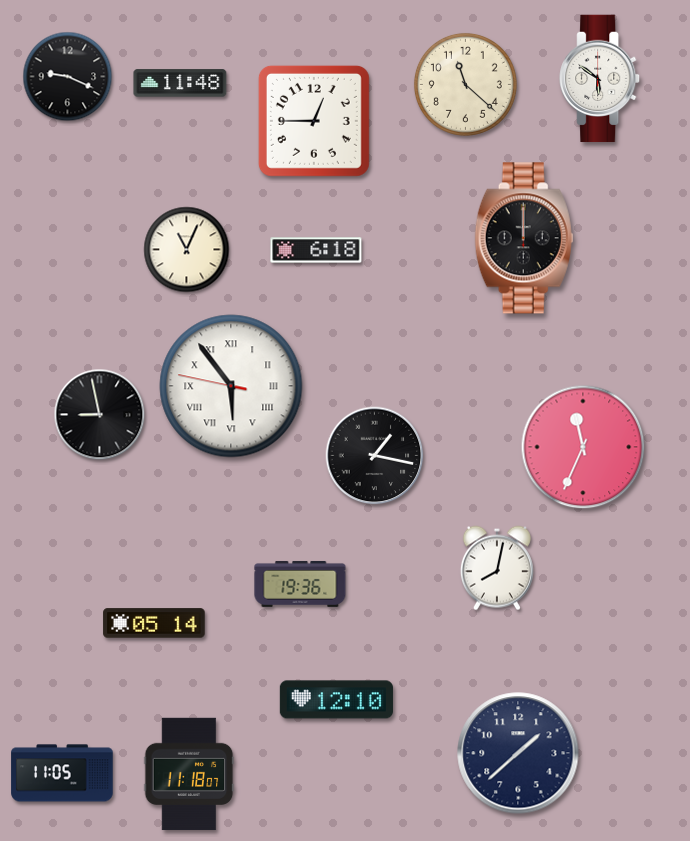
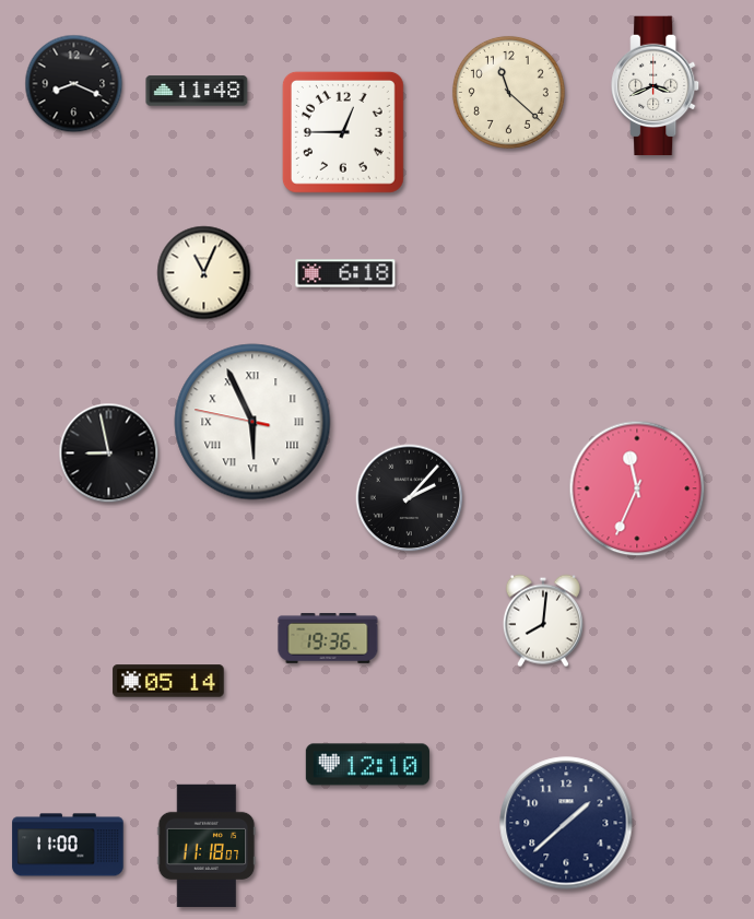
clock at (68, 77): 9:19 -> 8:19
clock at (600, 79): 5:51 -> 3:41
clock at (524, 238): 12:00 -> none
clock at (231, 386): 5:53 -> 5:55
clock at (375, 456): 1:17 -> 2:07
clock at (497, 568): 8:02 -> 8:01
clock at (62, 773): 11:05 -> 11:00
